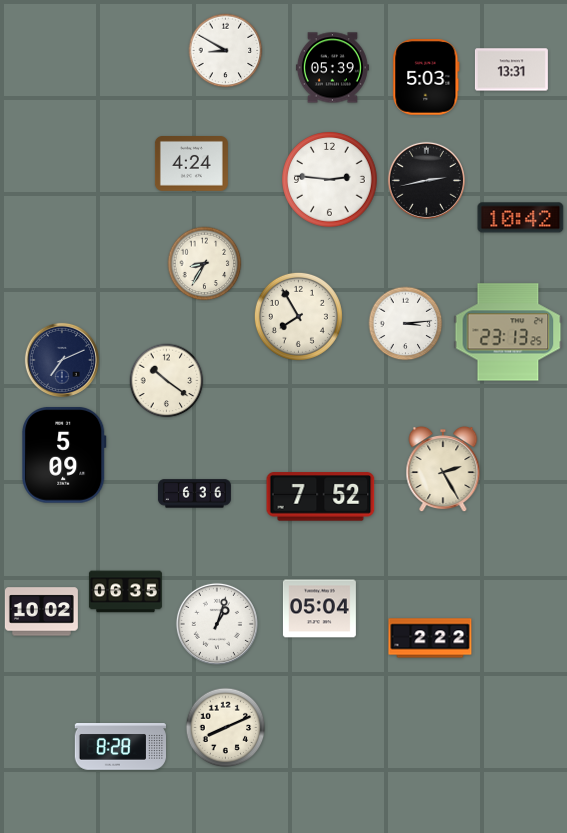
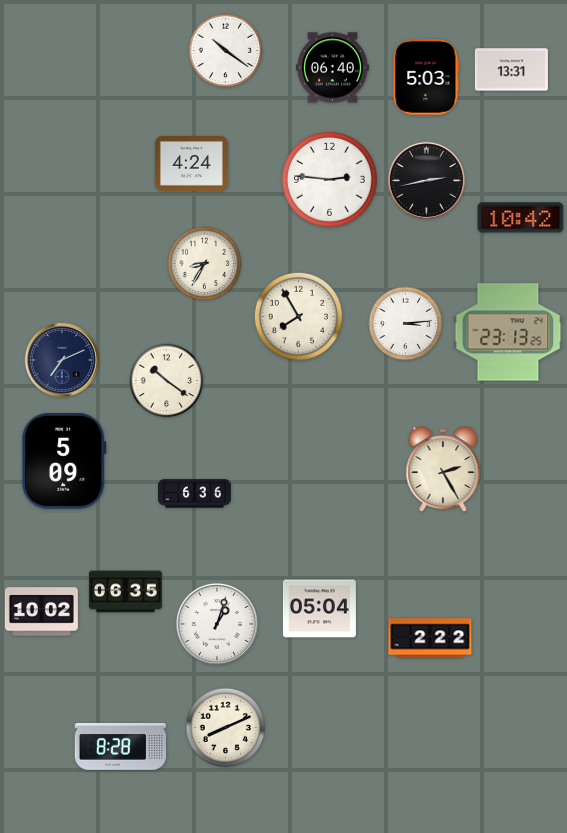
clock at (226, 51): 8:50 -> 10:21
clock at (332, 68): 05:39 -> 06:40
clock at (64, 455) position: (64, 455) -> (64, 461)
clock at (321, 497): 7:52 -> none
